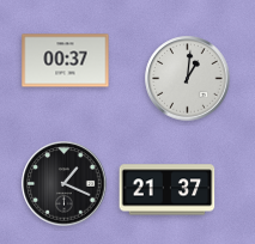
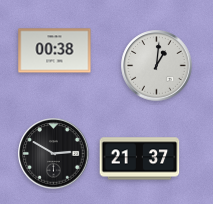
clock at (66, 61): 00:37 -> 00:38
clock at (65, 184): 1:19 -> 2:50
